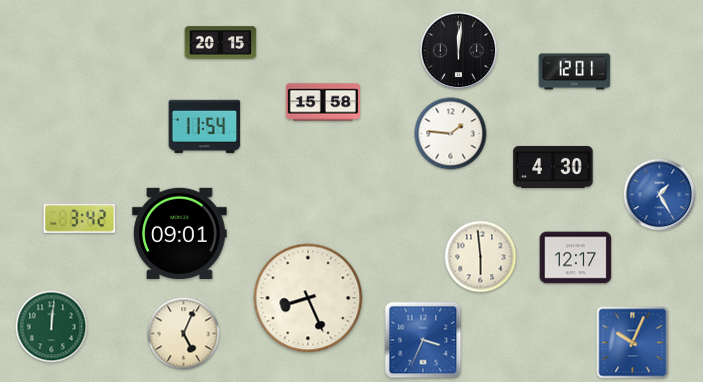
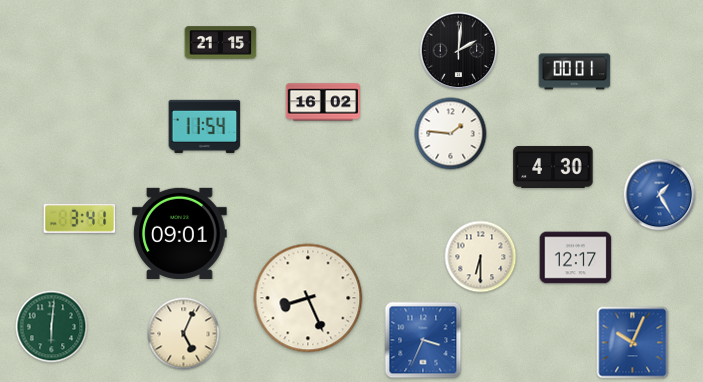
clock at (221, 43): 20:15 -> 21:15
clock at (459, 51): 12:01 -> 2:01
clock at (575, 72): 12:01 -> 00:01
clock at (322, 102): 15:58 -> 16:02
clock at (80, 218): 3:42 -> 3:41
clock at (481, 257): 5:59 -> 6:30
clock at (52, 327): 12:01 -> 6:01
